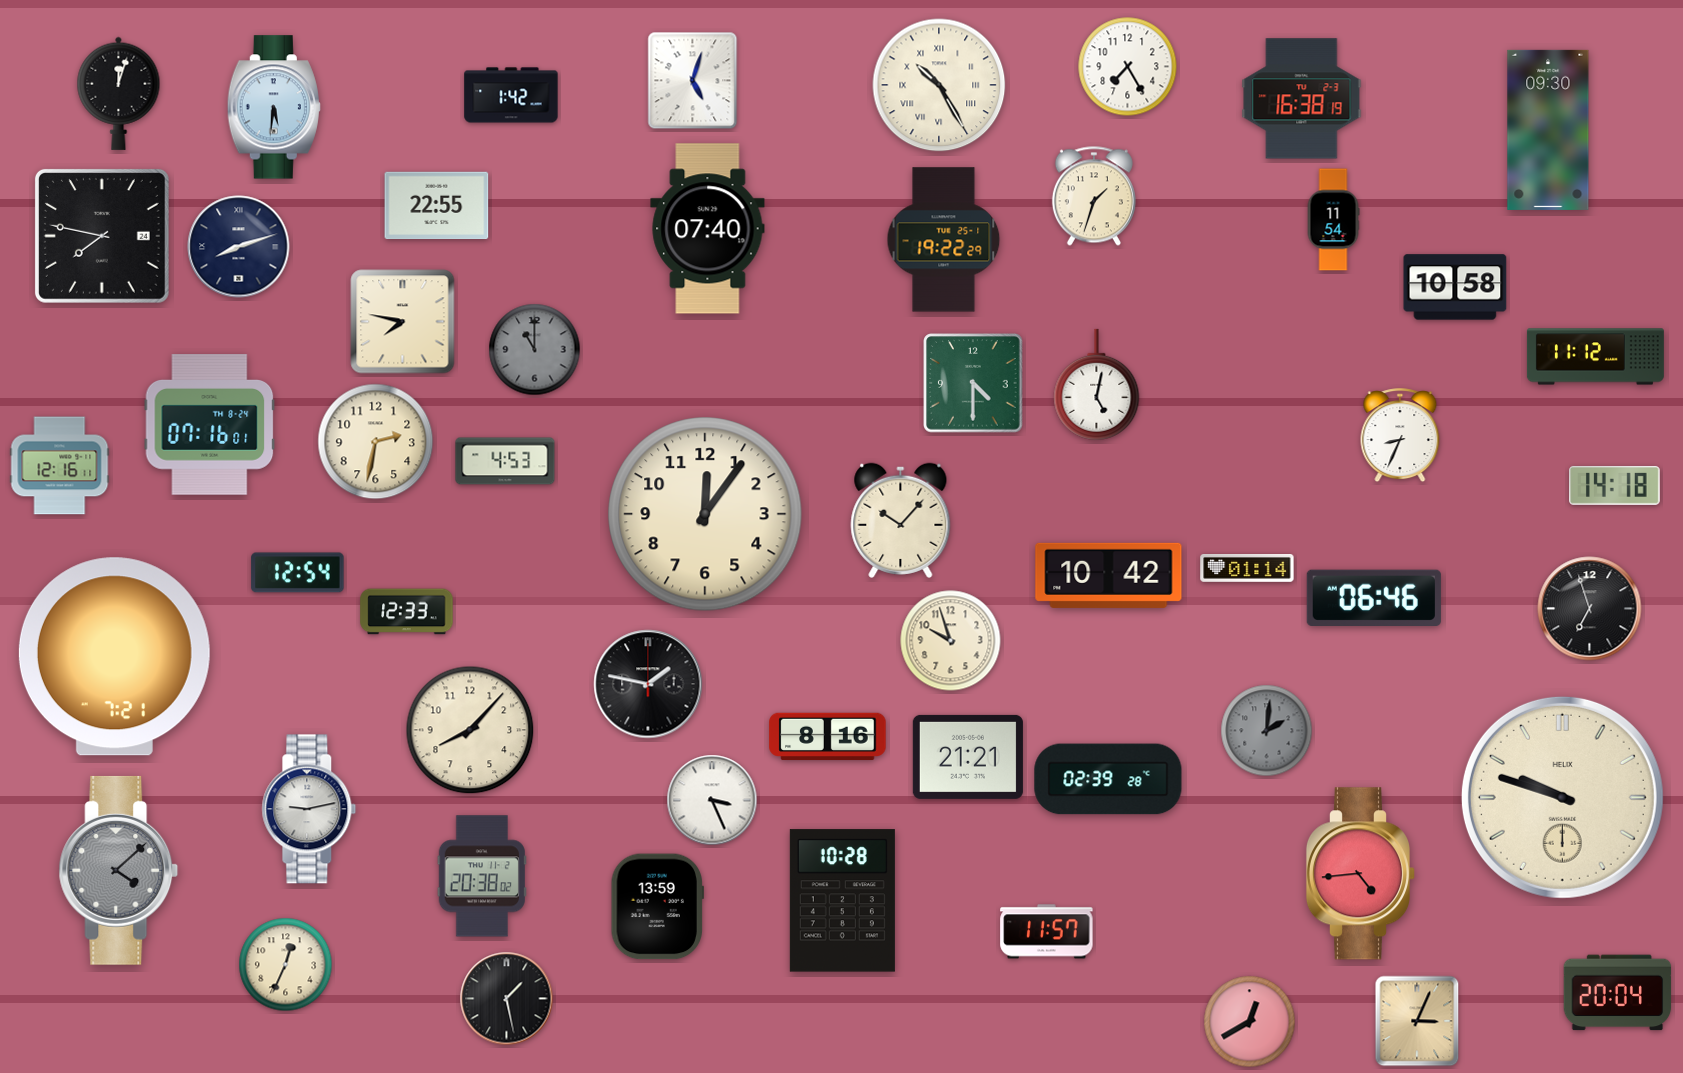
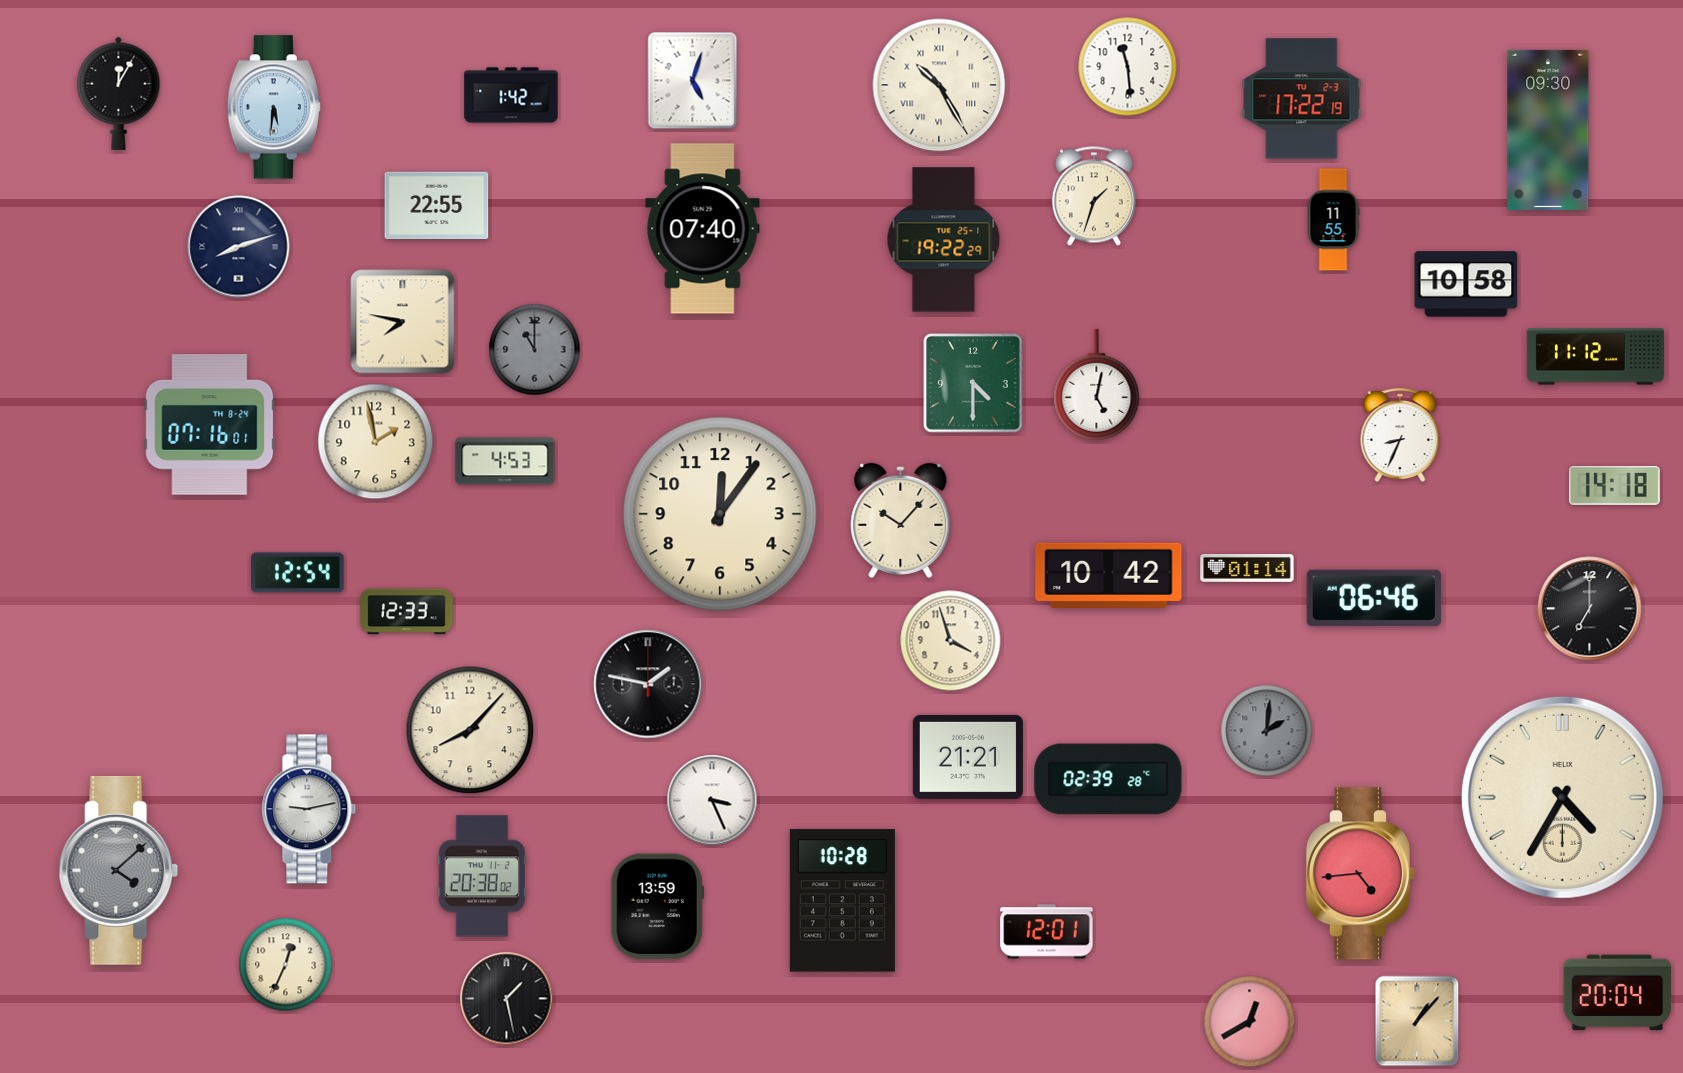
clock at (1128, 67): 7:25 -> 11:29
clock at (119, 93): 12:03 -> 12:05
clock at (1302, 99): 16:38 -> 17:22
clock at (1333, 220): 11:54 -> 11:55
clock at (708, 229) position: (708, 229) -> (703, 229)
clock at (102, 236): 7:47 -> none
clock at (1455, 287) position: (1455, 287) -> (1466, 284)
clock at (376, 442): 2:32 -> 1:58
clock at (60, 466): 12:16 -> none
clock at (705, 514) position: (705, 514) -> (720, 514)
clock at (1590, 609): 6:57 -> 7:00
clock at (951, 641): 9:57 -> 3:57
clock at (114, 657): 7:21 -> none
clock at (828, 737): 8:16 -> none
clock at (1562, 797): 9:48 -> 4:35
clock at (1047, 932): 11:57 -> 12:01
clock at (1417, 1021): 3:04 -> 1:07
